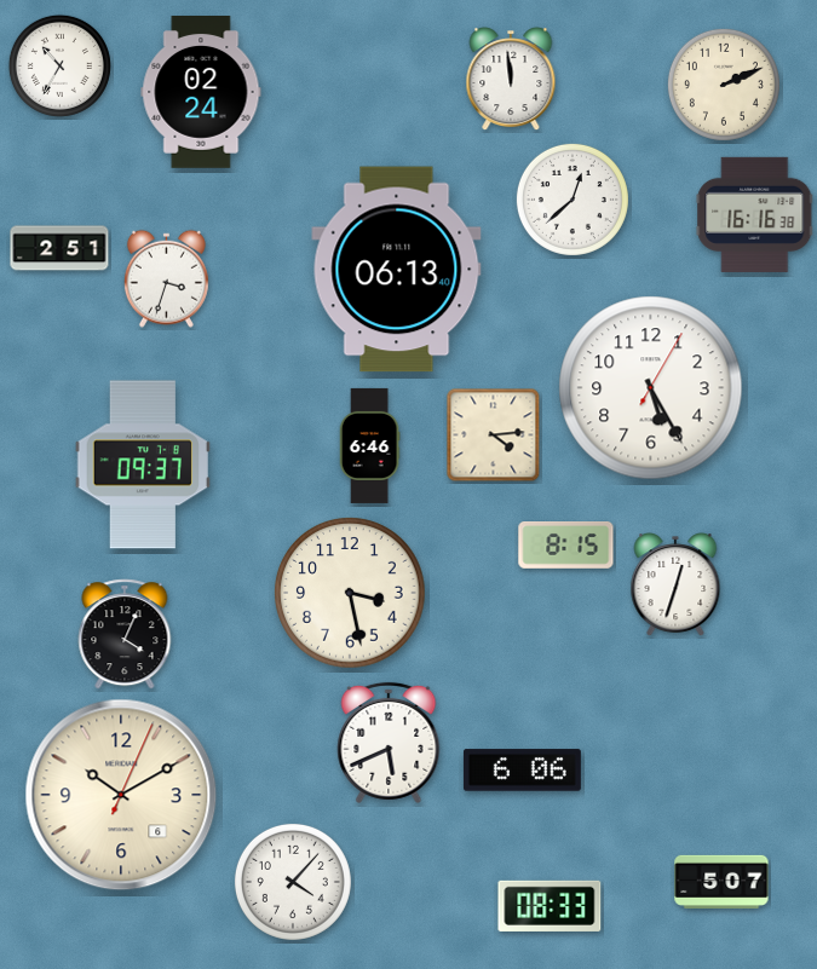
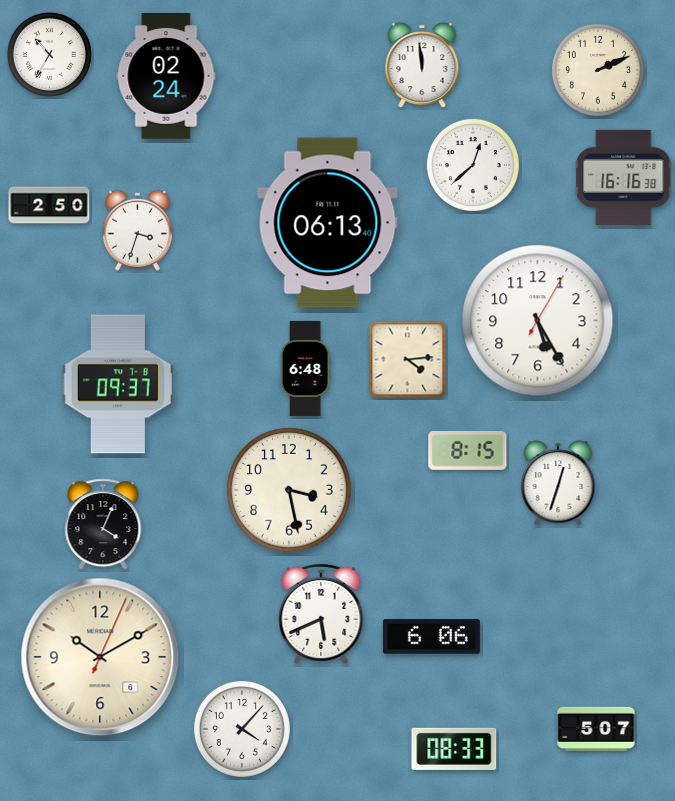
clock at (59, 248): 2:51 -> 2:50
clock at (369, 445): 6:46 -> 6:48
